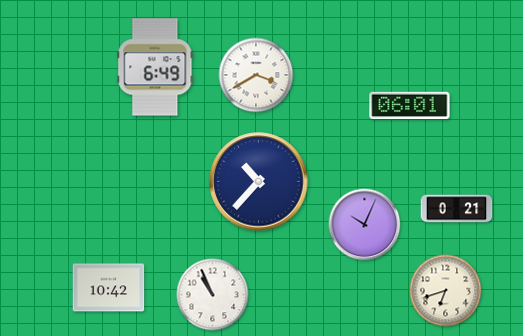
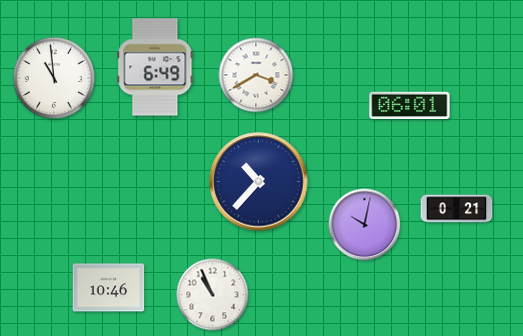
clock at (54, 78): none -> 10:59
clock at (365, 225): 10:04 -> 10:02
clock at (109, 288): 10:42 -> 10:46
clock at (446, 291): 6:42 -> none
